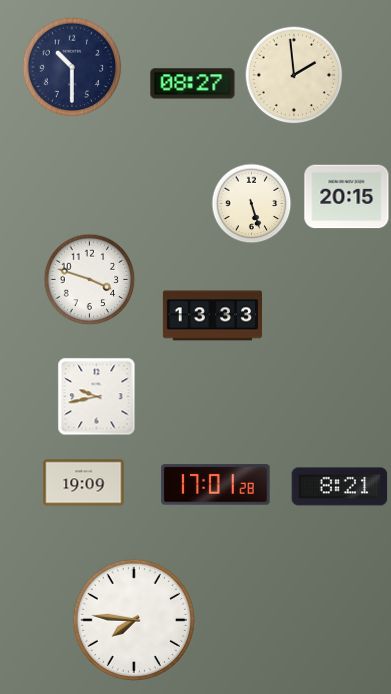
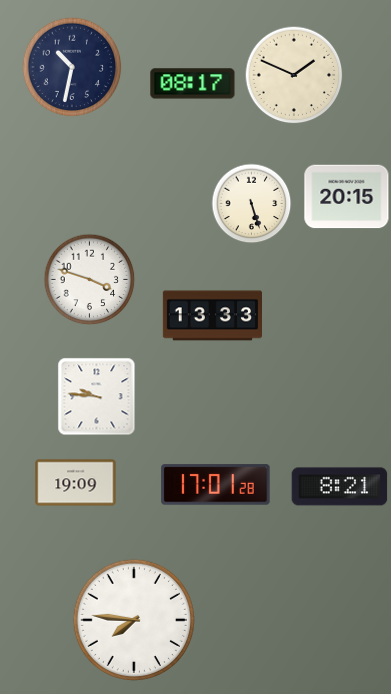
clock at (72, 67): 10:30 -> 10:32
clock at (294, 75): 1:59 -> 1:49
clock at (193, 84): 08:27 -> 08:17
clock at (97, 397): 9:43 -> 9:46
clock at (84, 483) position: (84, 483) -> (76, 483)
